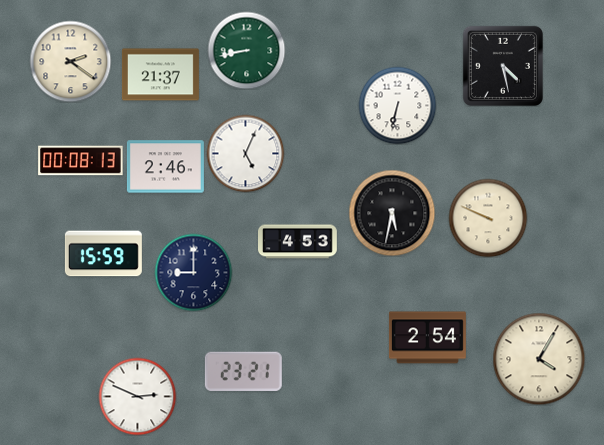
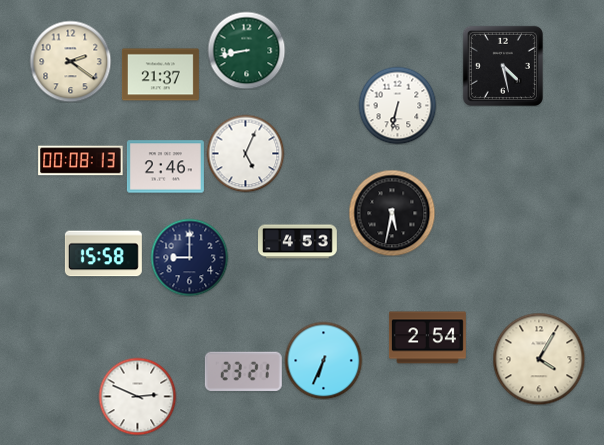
clock at (488, 218): 9:49 -> none
clock at (103, 254): 15:59 -> 15:58
clock at (193, 272) position: (193, 272) -> (189, 257)
clock at (323, 360): none -> 6:34
